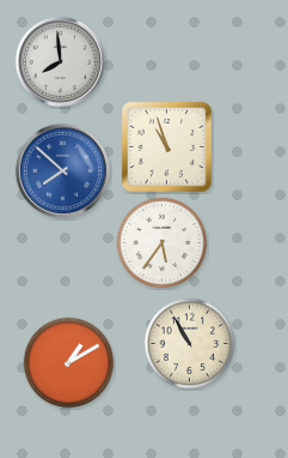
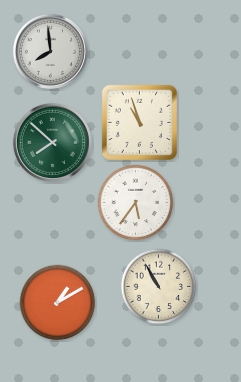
clock at (62, 170) dial: blue -> green
